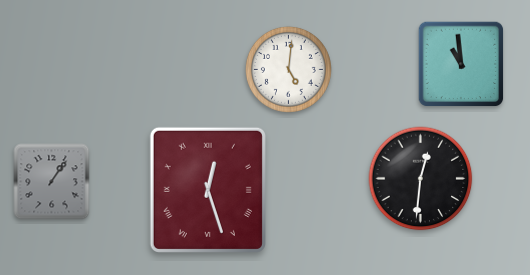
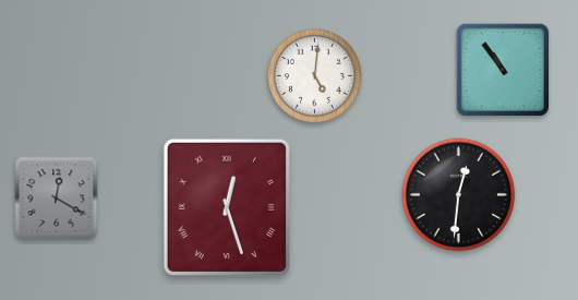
clock at (461, 64): 10:59 -> 10:54
clock at (52, 182): 1:06 -> 12:20
